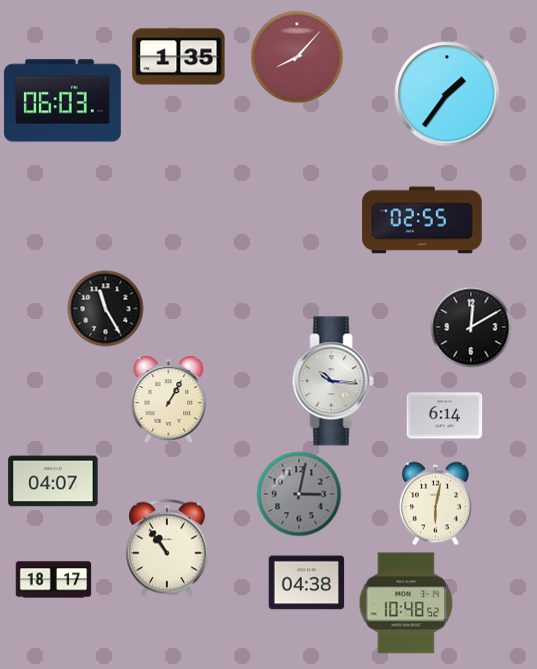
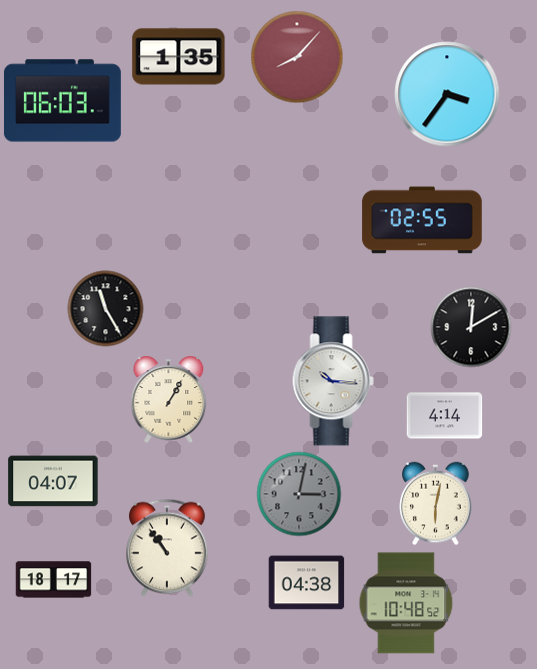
clock at (447, 94): 1:36 -> 3:36
clock at (445, 416): 6:14 -> 4:14
